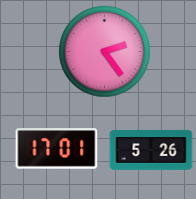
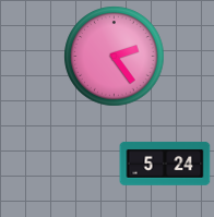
clock at (57, 149): 17:01 -> none
clock at (151, 150): 5:26 -> 5:24
